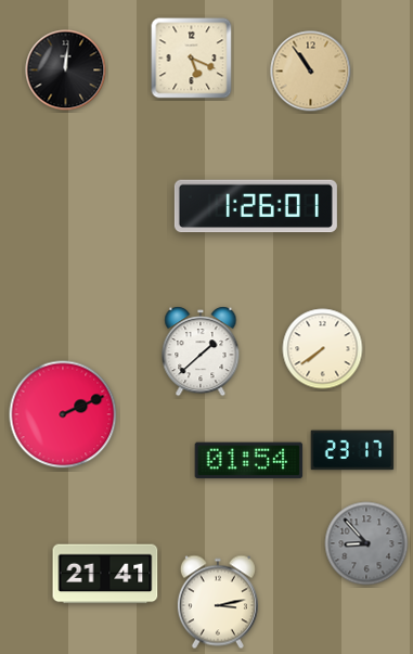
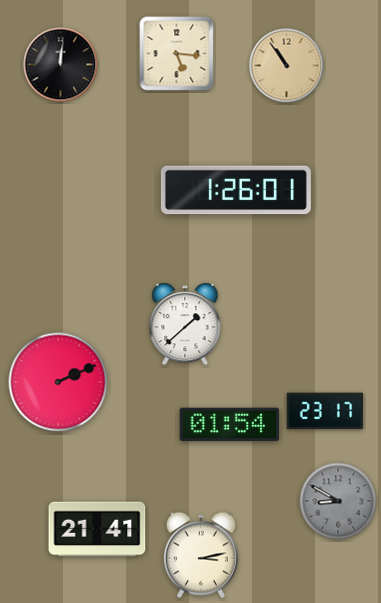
clock at (192, 59): 5:19 -> 5:16
clock at (323, 349): 7:39 -> none
clock at (352, 450) position: (352, 450) -> (325, 411)
clock at (366, 543): 8:53 -> 8:50
